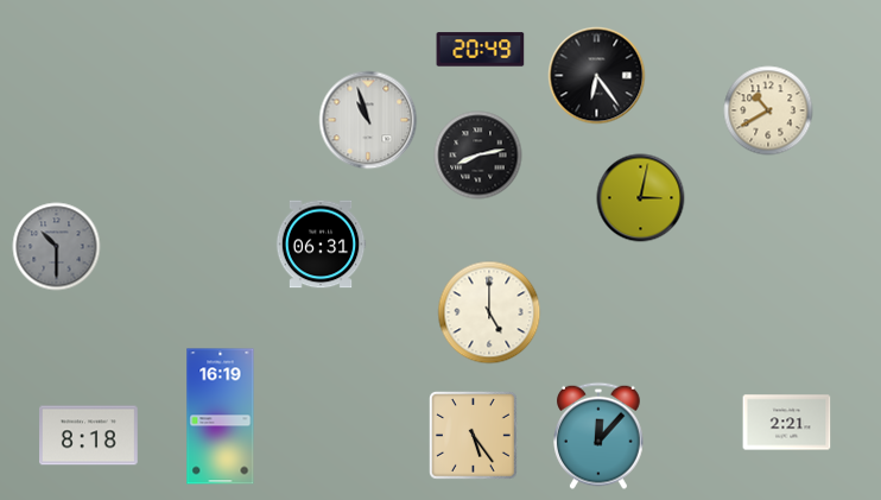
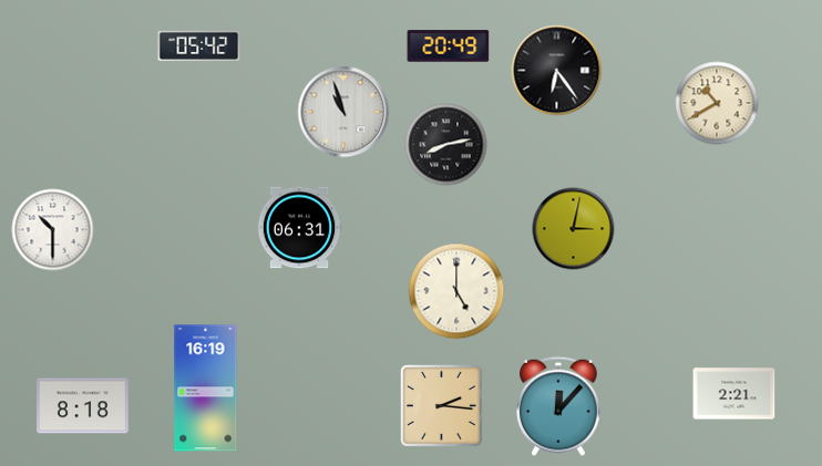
clock at (199, 45): none -> 05:42
clock at (641, 198) position: (641, 198) -> (574, 229)
clock at (57, 247) dial: grey -> white
clock at (474, 436): 5:24 -> 2:16
